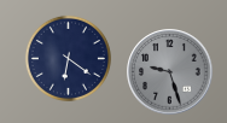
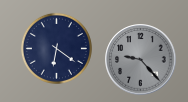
clock at (170, 72): 9:27 -> 9:23
